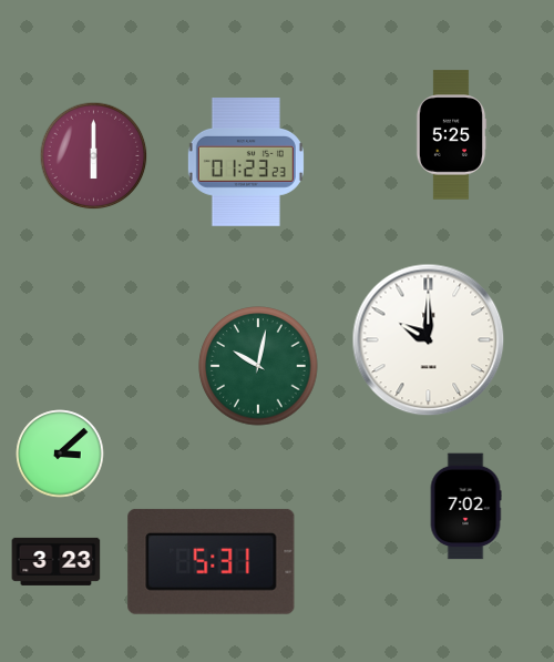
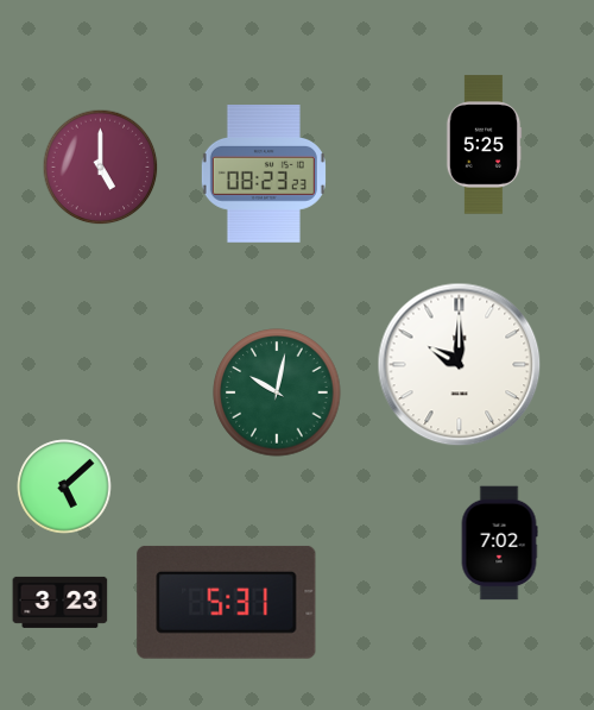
clock at (94, 156): 6:00 -> 5:00
clock at (246, 163): 01:23 -> 08:23
clock at (60, 454): 3:08 -> 5:08
